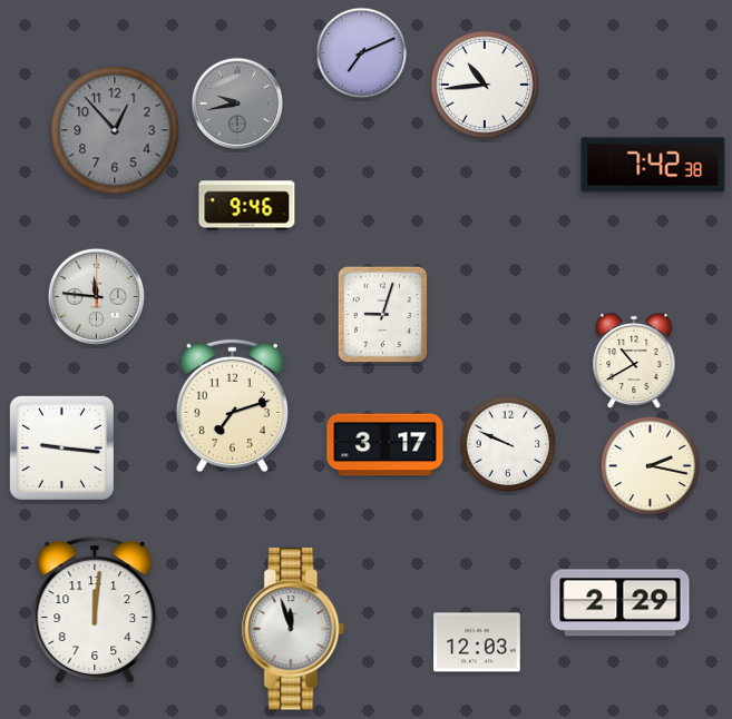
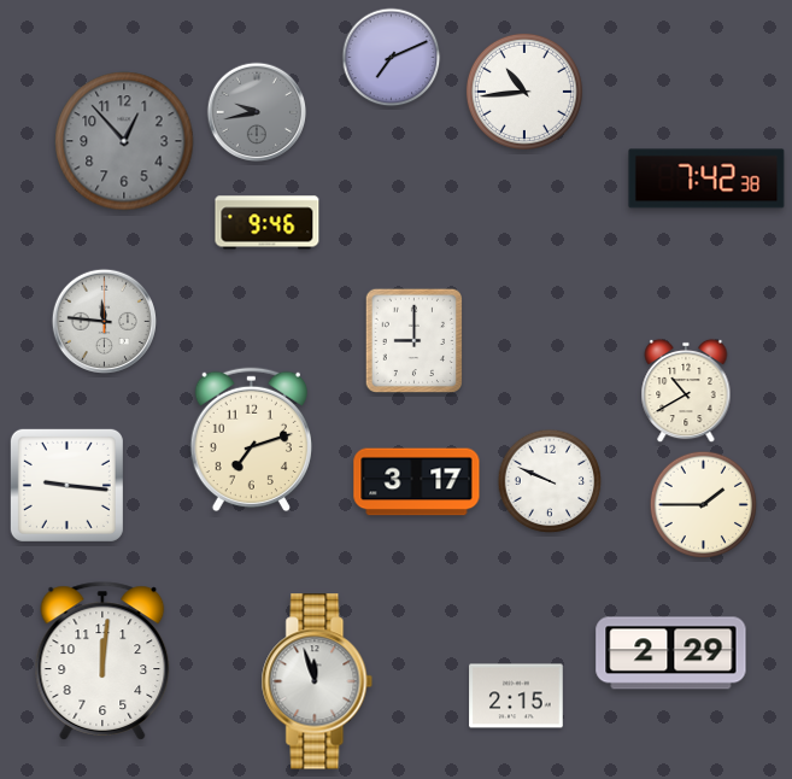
clock at (382, 314): 9:03 -> 9:00
clock at (651, 466): 2:17 -> 1:45
clock at (477, 642): 12:03 -> 2:15
